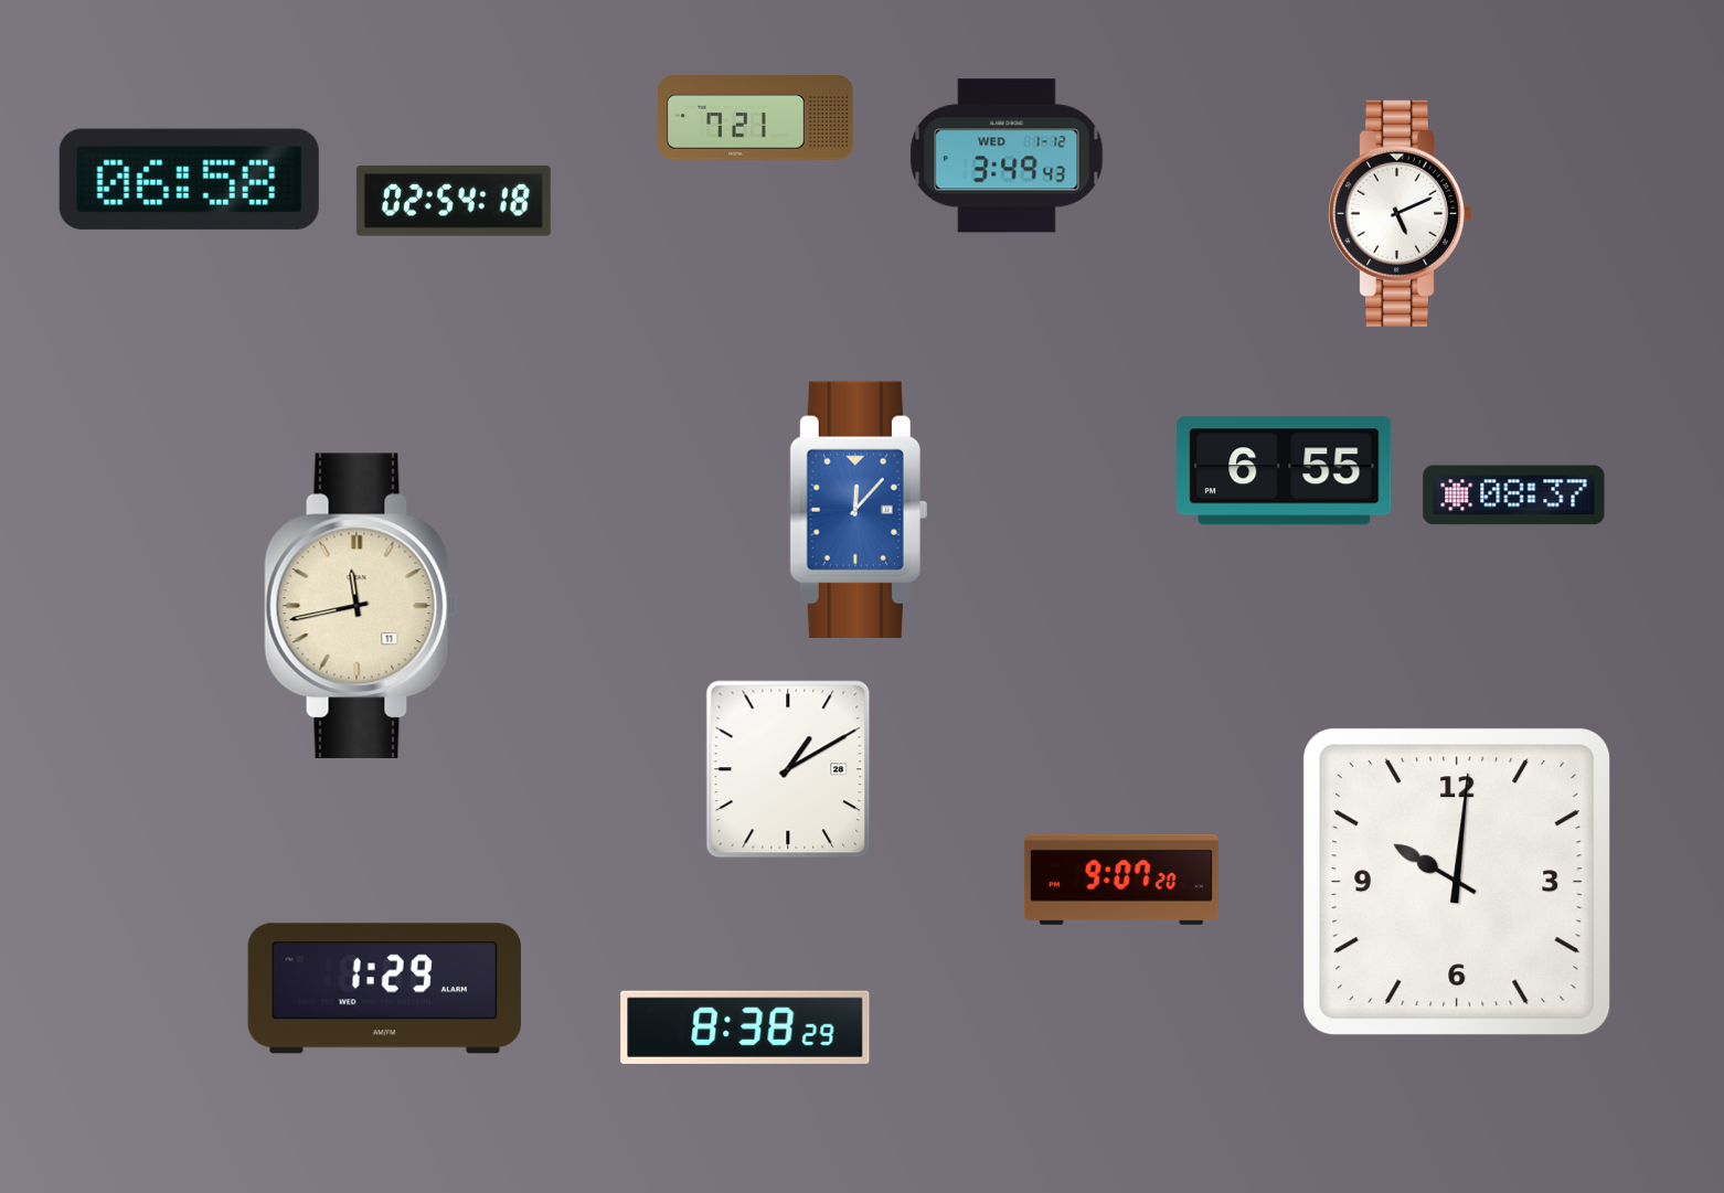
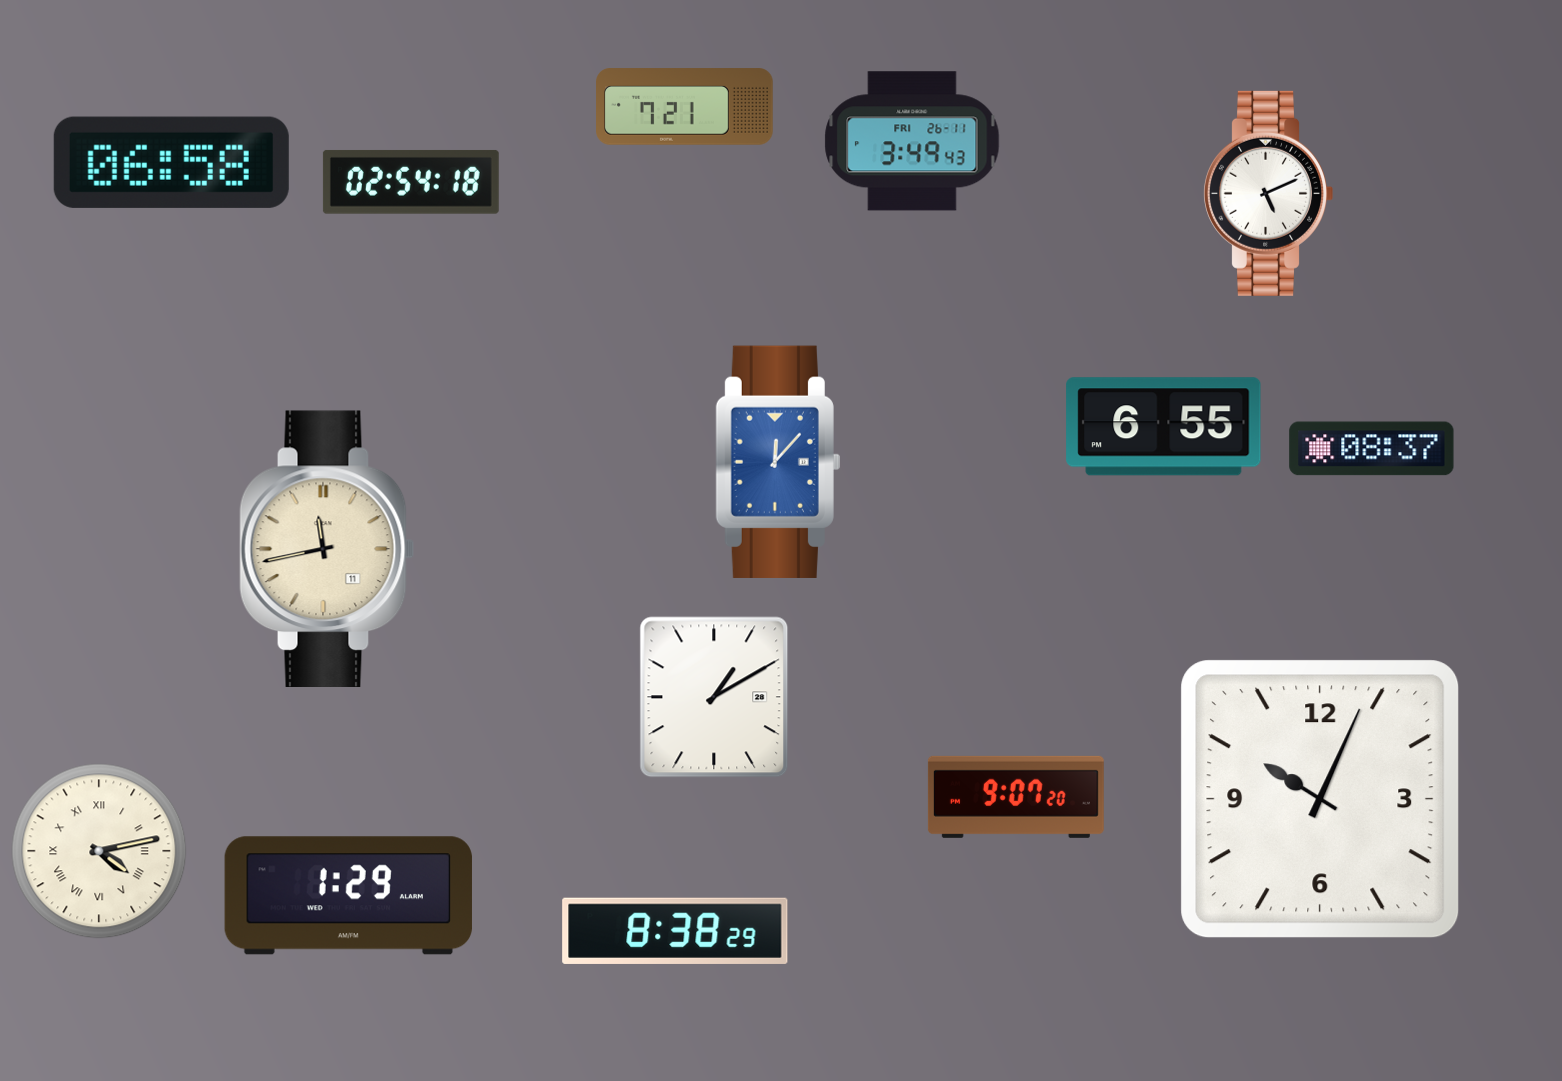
clock at (1007, 156) date: WED 1-12 -> FRI 26-11
clock at (1457, 882): 10:01 -> 10:04
clock at (99, 851): none -> 4:13
